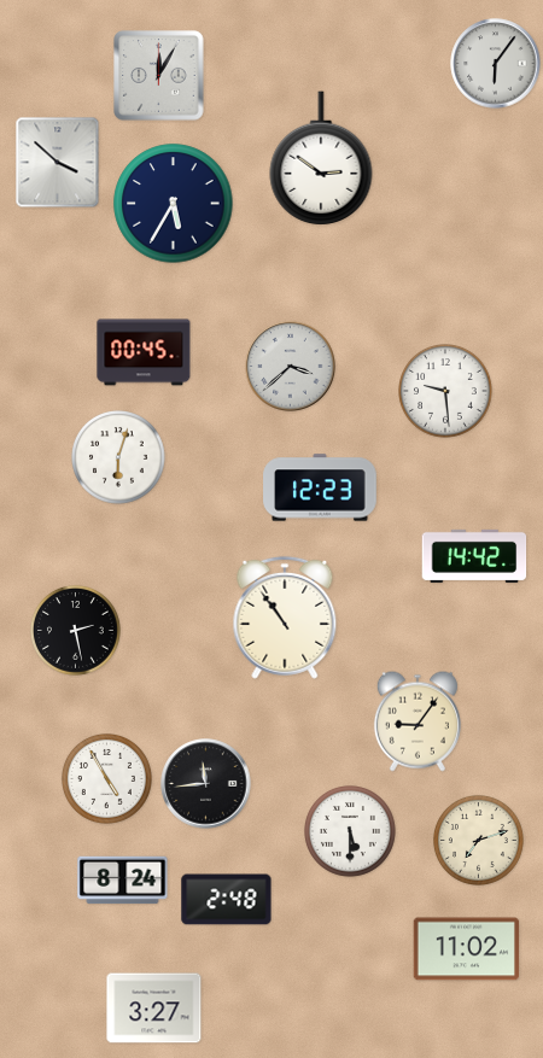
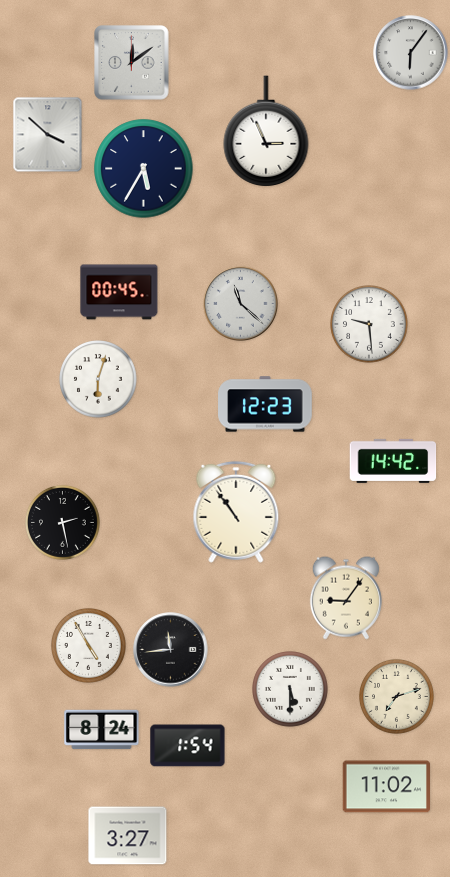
clock at (159, 76): 12:05 -> 12:09
clock at (321, 158): 2:51 -> 2:56
clock at (291, 367): 3:38 -> 11:22
clock at (227, 900): 2:48 -> 1:54
